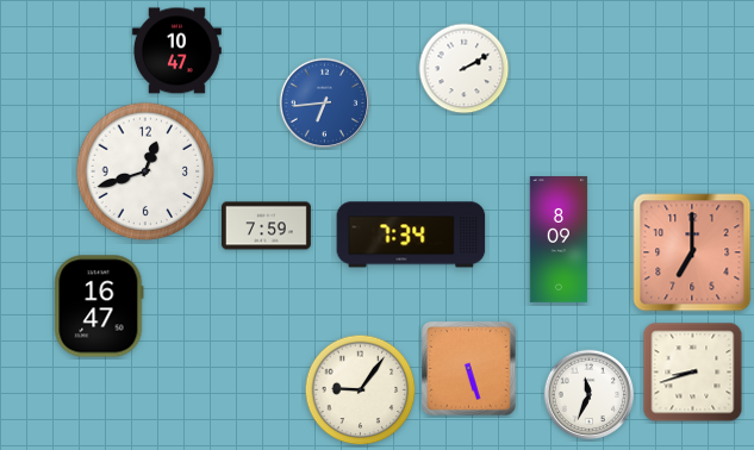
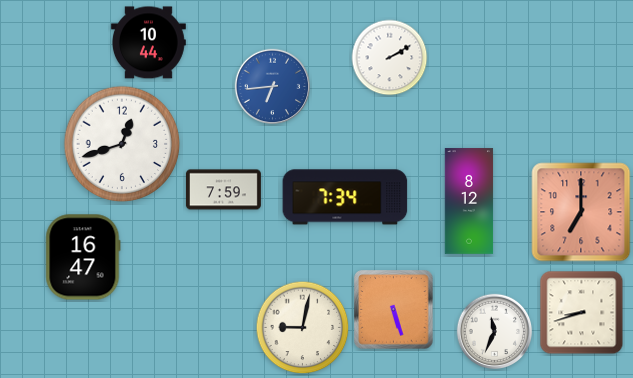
clock at (176, 51): 10:47 -> 10:44
clock at (559, 239): 8:09 -> 8:12
clock at (361, 390): 9:06 -> 9:02
